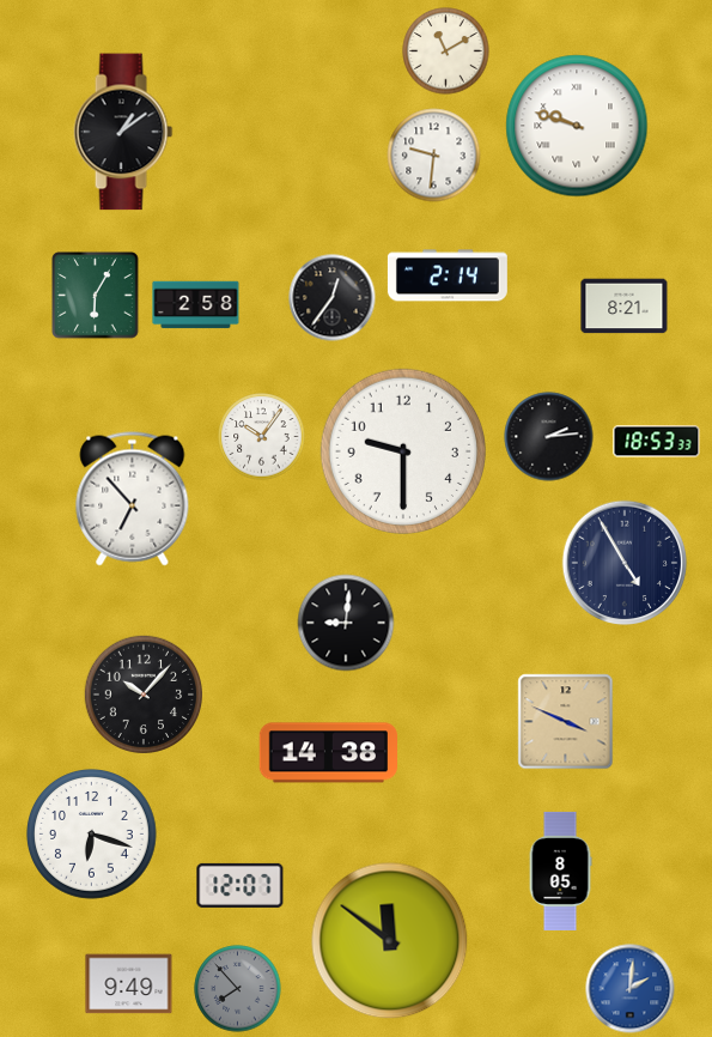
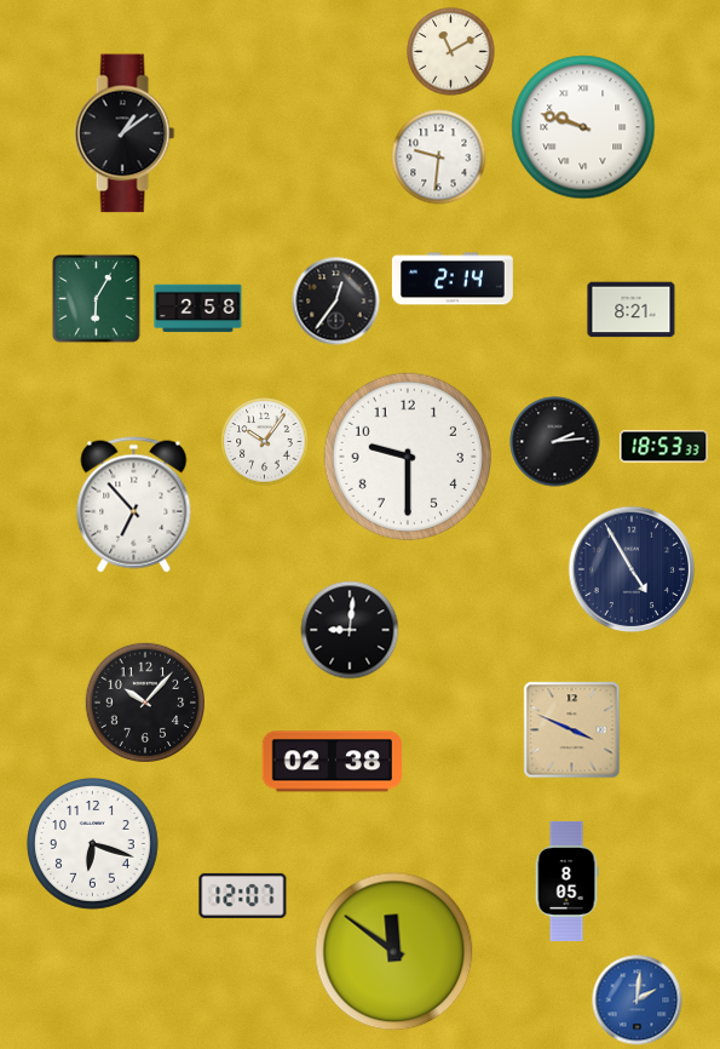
clock at (328, 753): 14:38 -> 02:38
clock at (129, 984): 9:49 -> none
clock at (238, 989): 7:53 -> none
